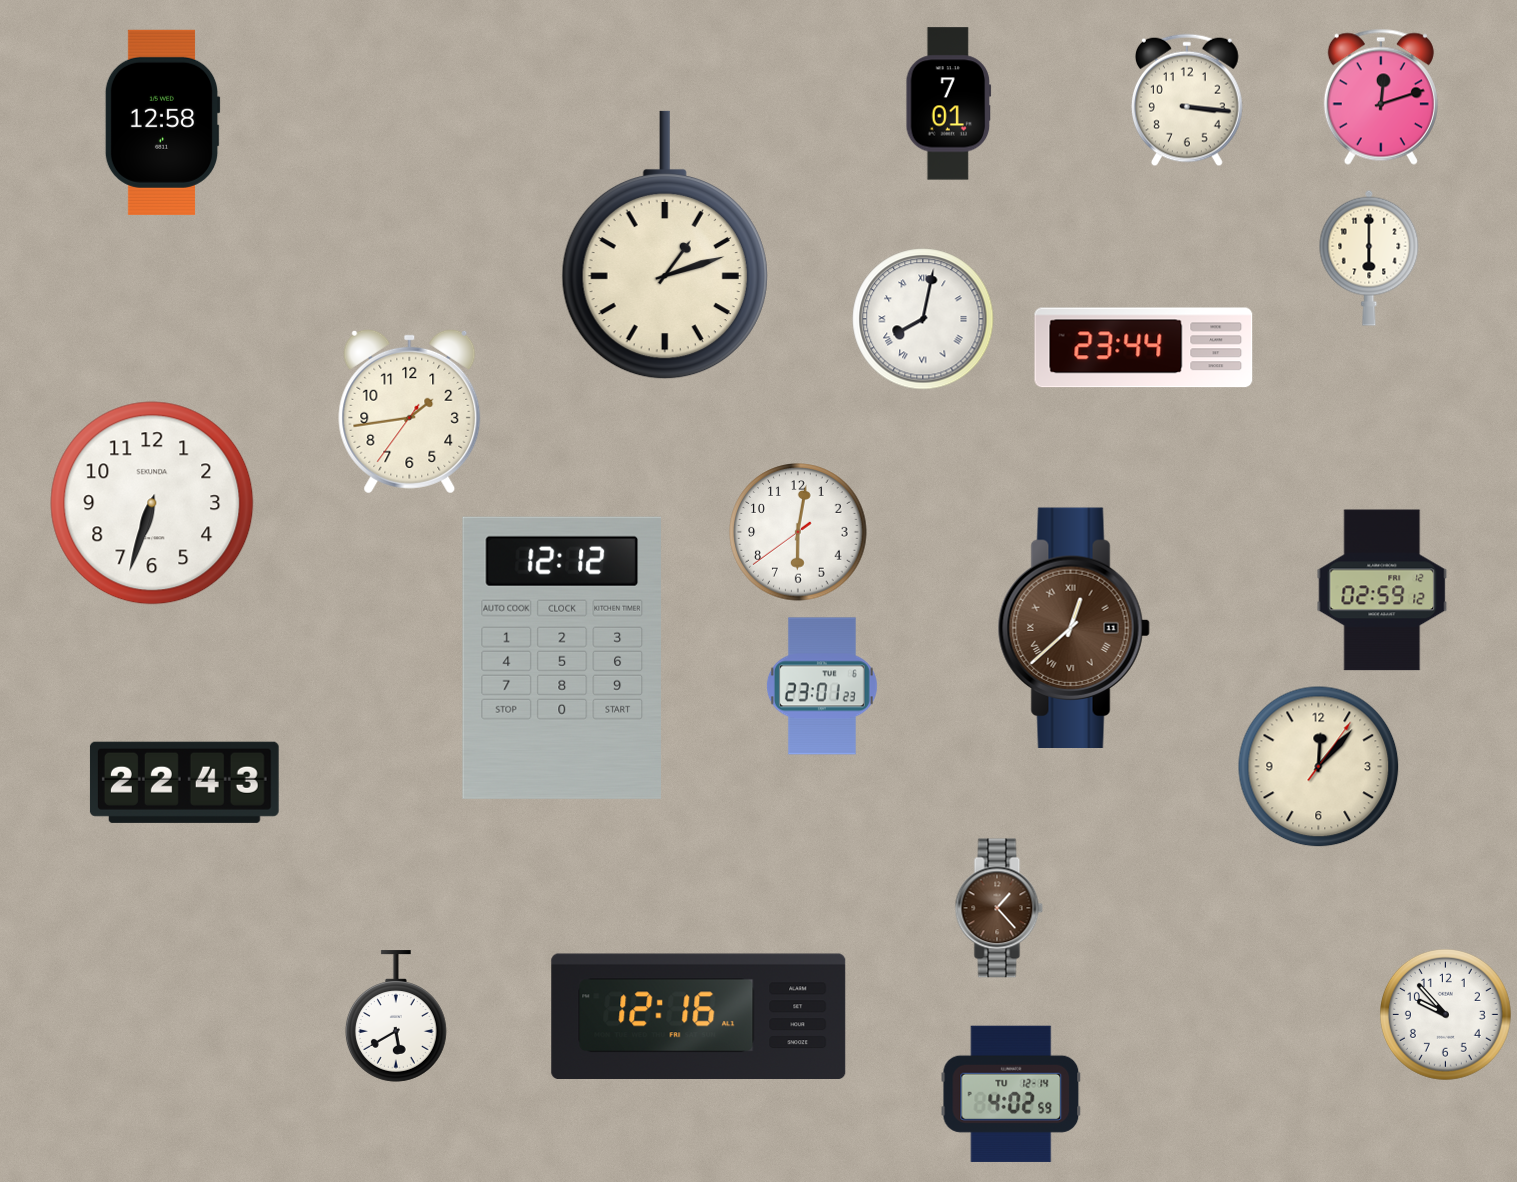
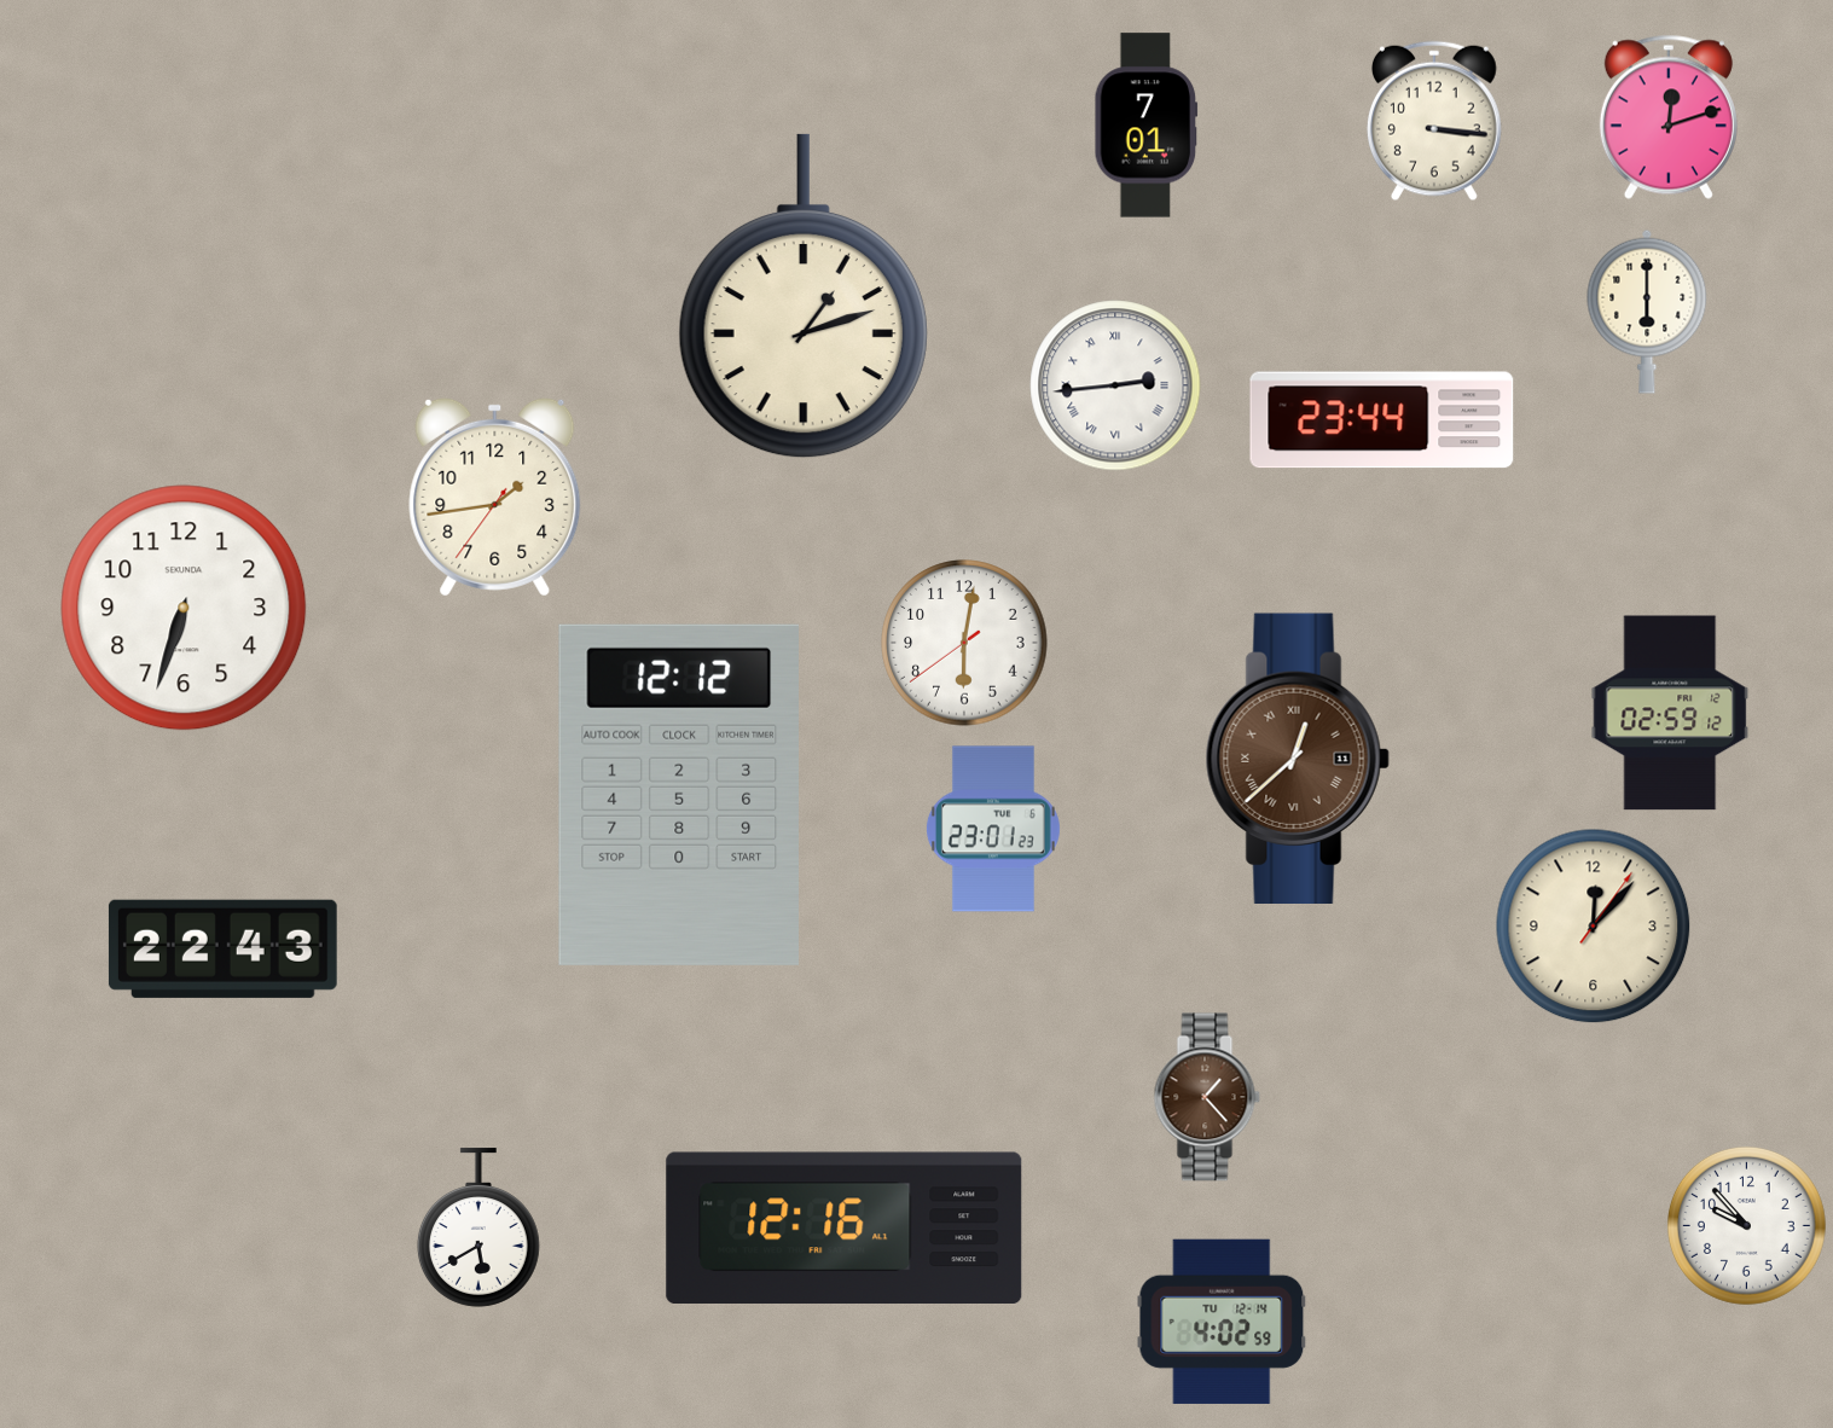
clock at (162, 122): 12:58 -> none
clock at (1369, 258) position: (1369, 258) -> (1647, 312)
clock at (923, 319): 8:02 -> 2:44
clock at (184, 782) position: (184, 782) -> (222, 948)
